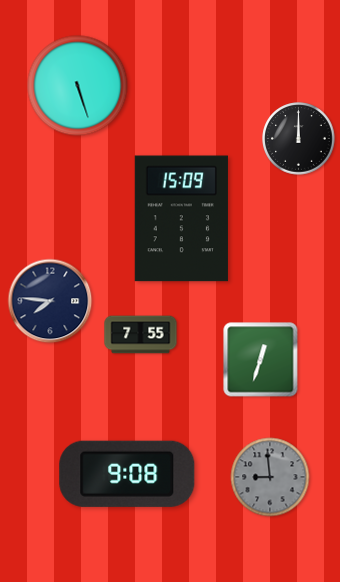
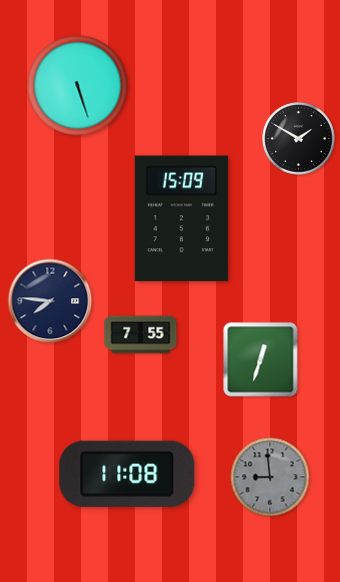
clock at (299, 139): 12:00 -> 1:50
clock at (127, 474): 9:08 -> 11:08
